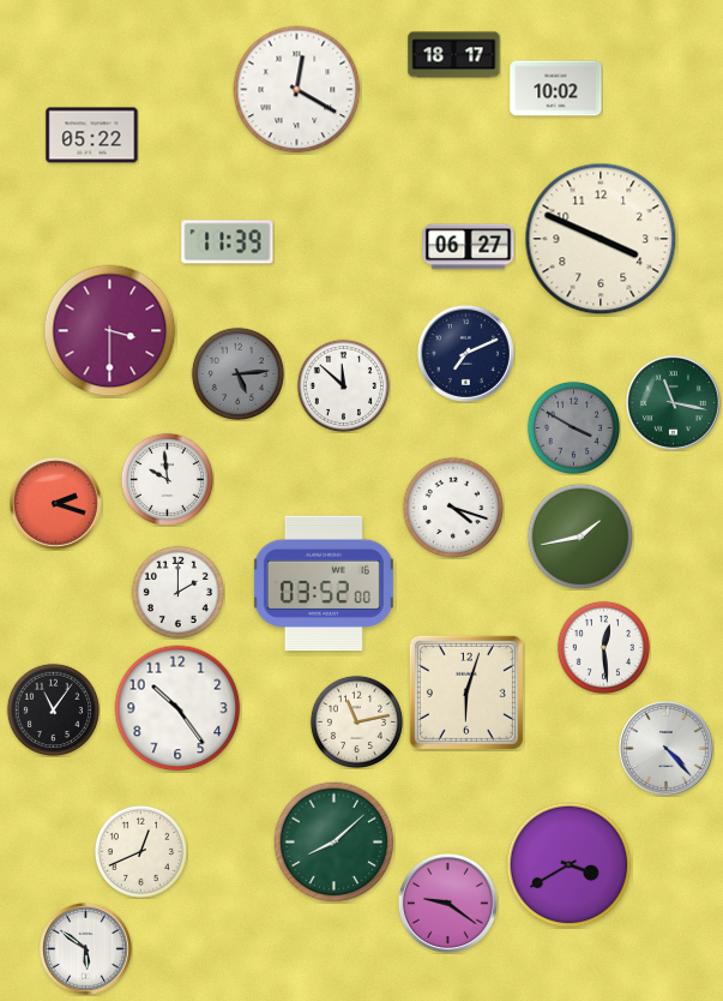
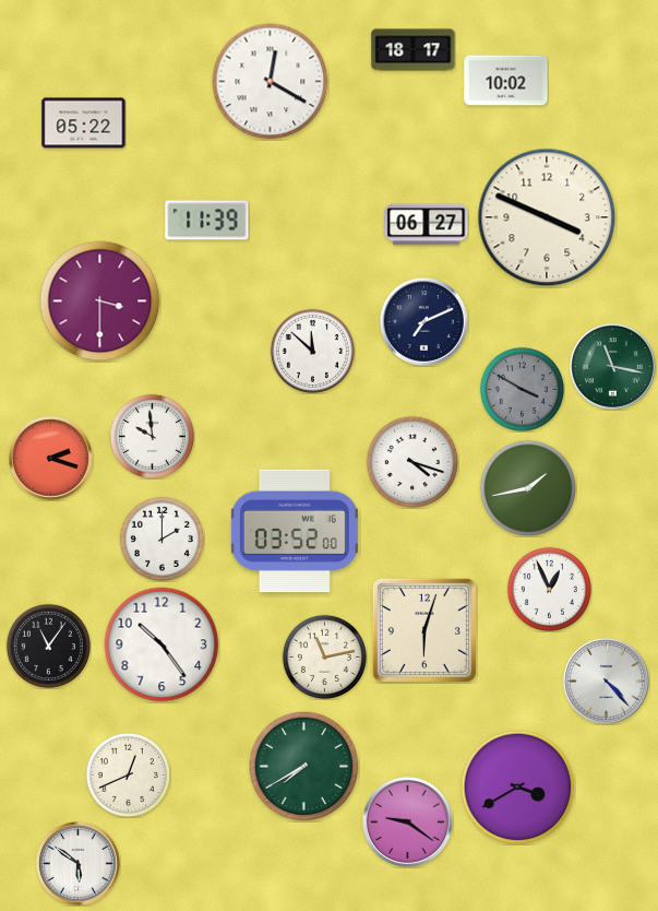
clock at (237, 373): 5:14 -> none
clock at (603, 647): 12:29 -> 12:56
clock at (335, 843): 8:08 -> 7:40
